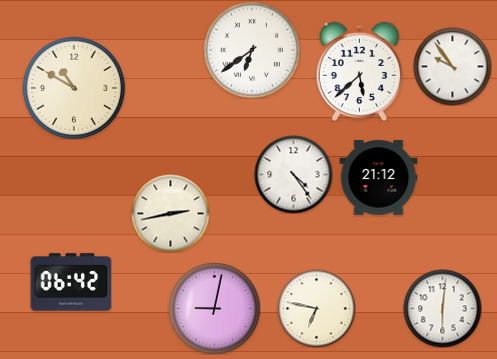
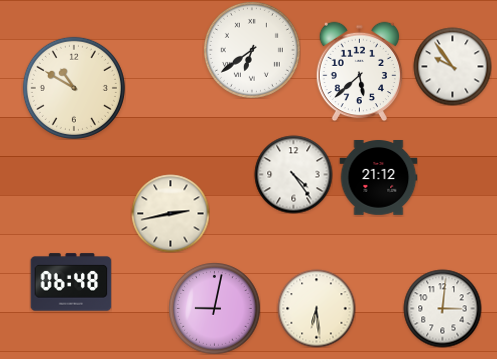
clock at (71, 282): 06:42 -> 06:48
clock at (316, 308): 6:47 -> 6:29
clock at (442, 308): 6:01 -> 3:01
